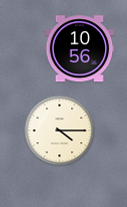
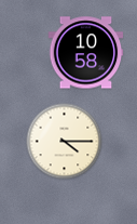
clock at (80, 49): 10:56 -> 10:58
